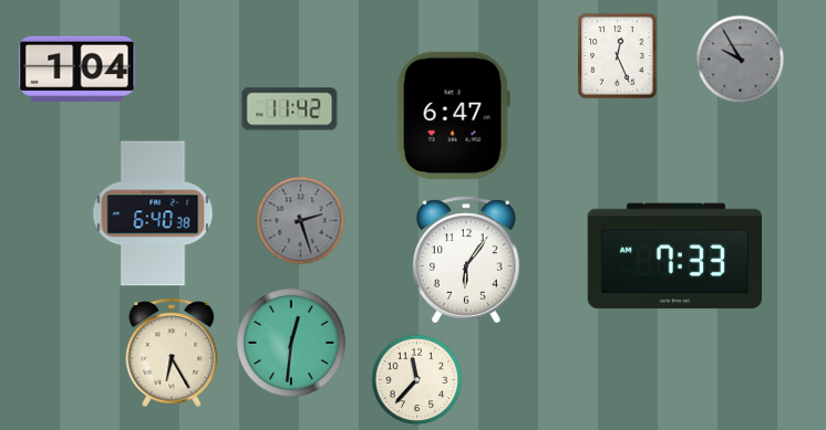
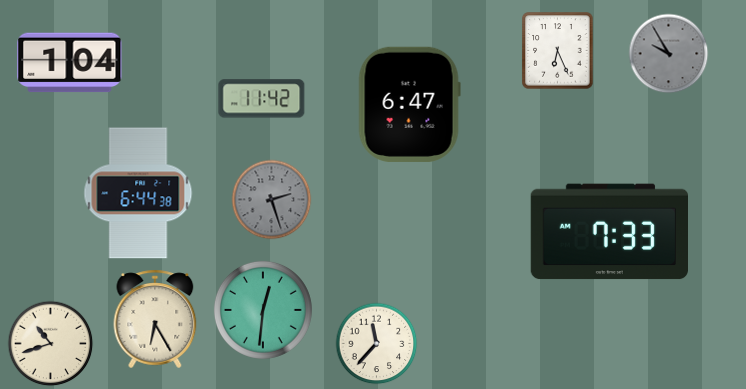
clock at (618, 56): 12:26 -> 6:26
clock at (153, 213): 6:40 -> 6:44
clock at (467, 260): 6:06 -> none
clock at (51, 344): none -> 10:42
